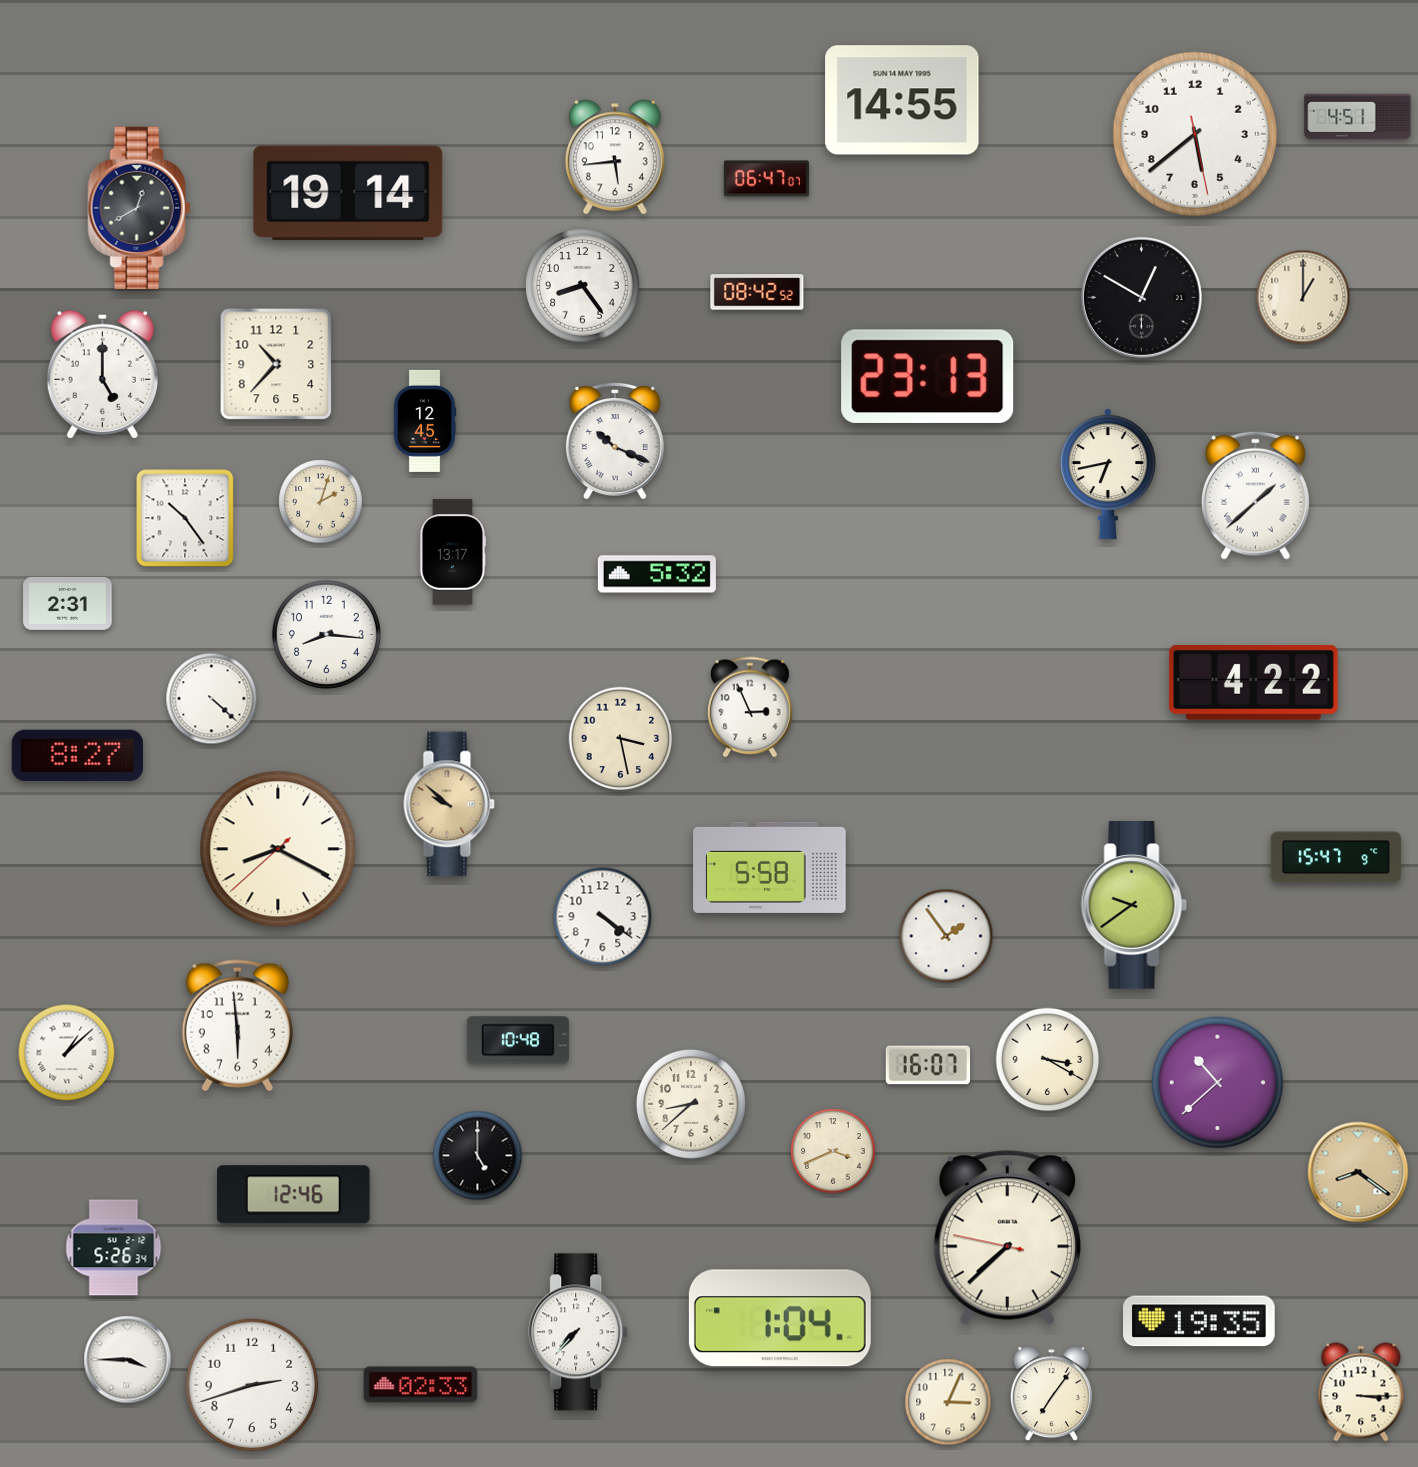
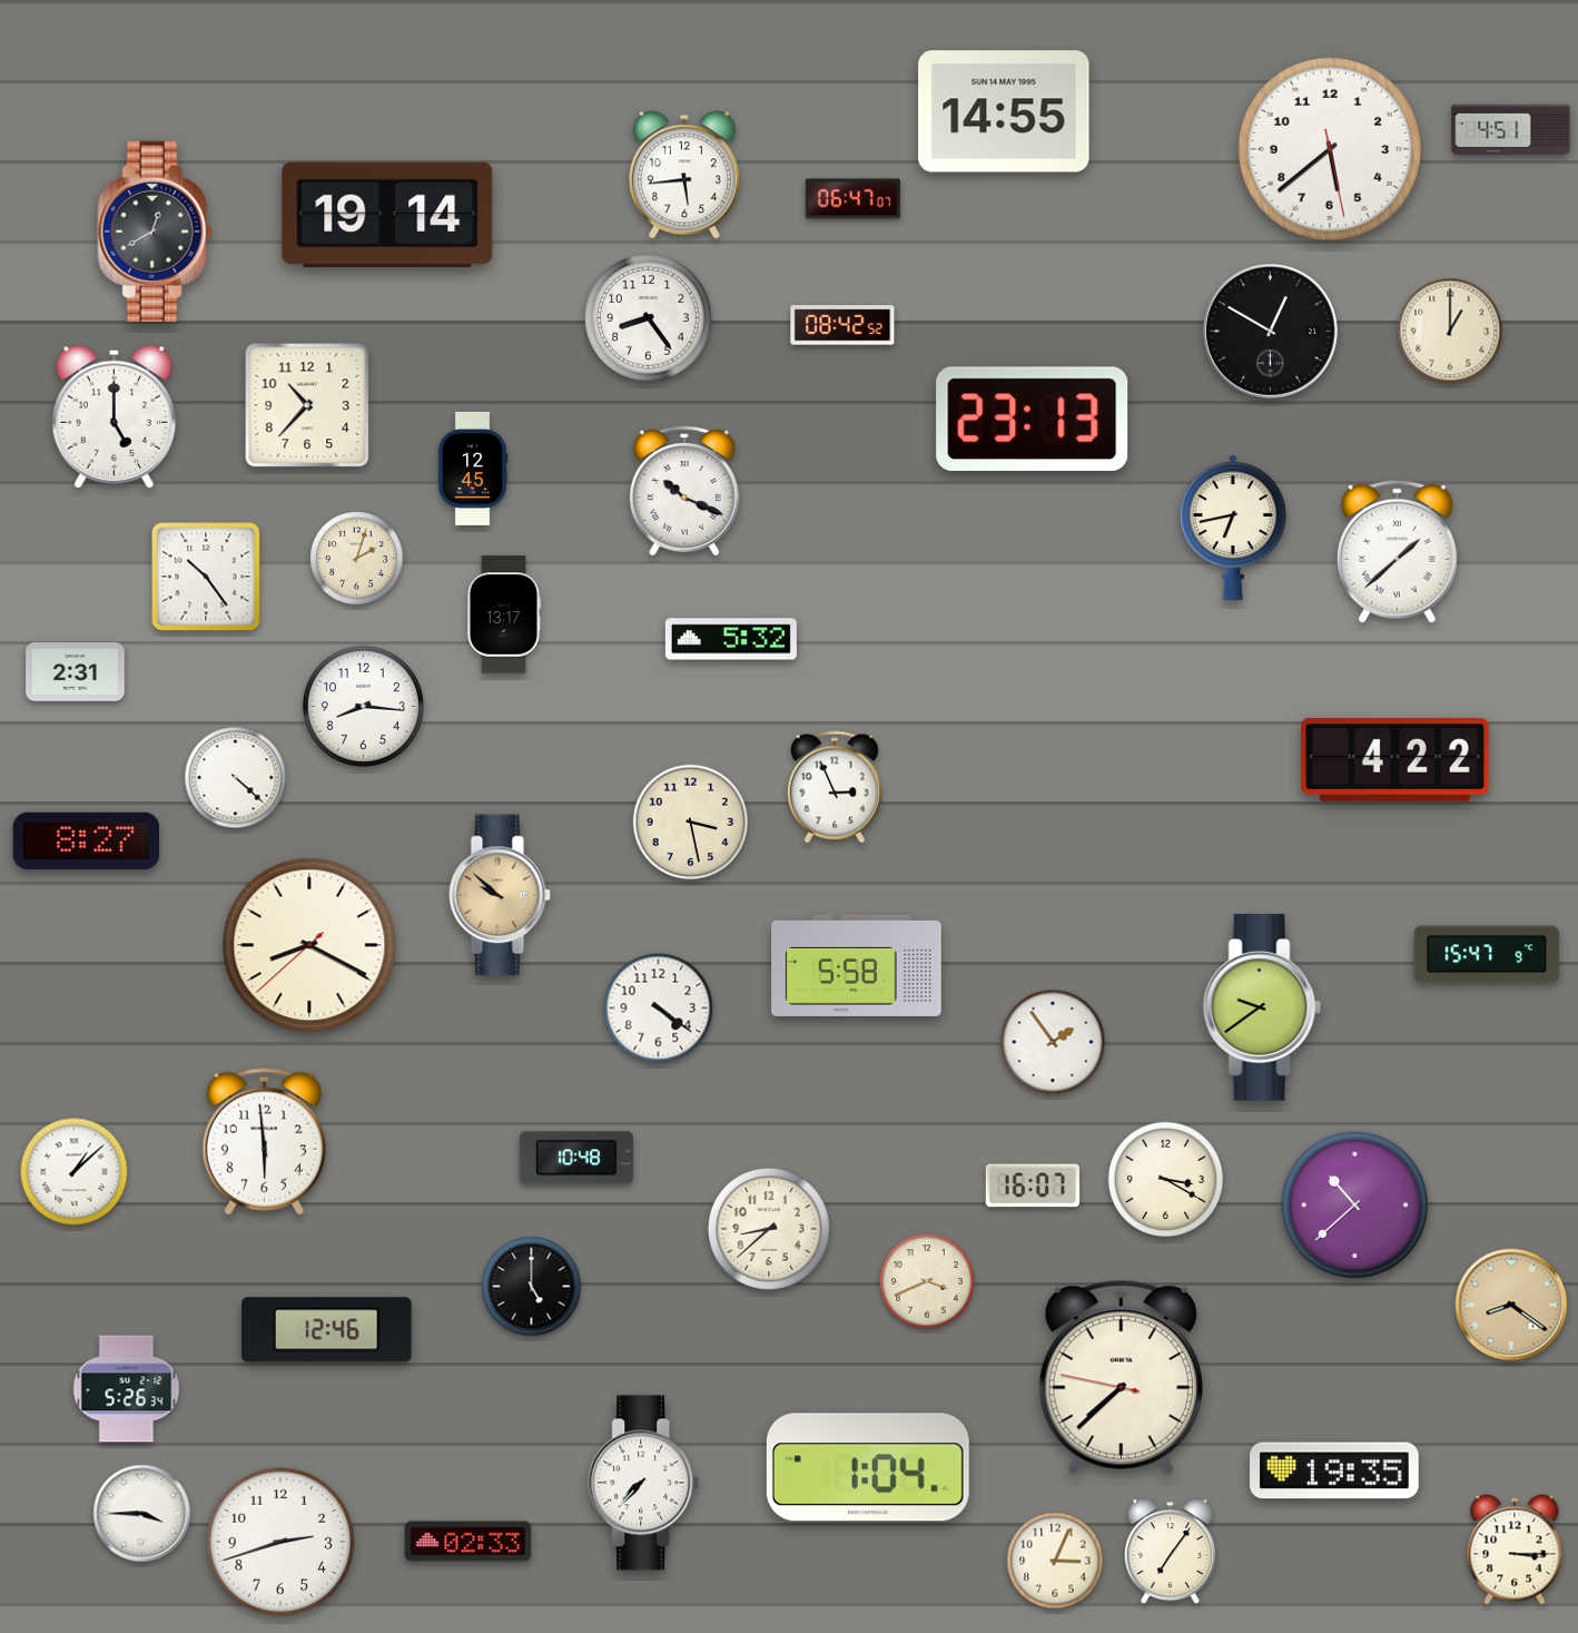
clock at (603, 917) position: (603, 917) -> (659, 1009)
